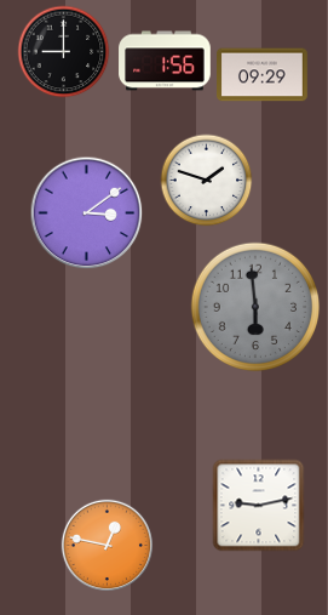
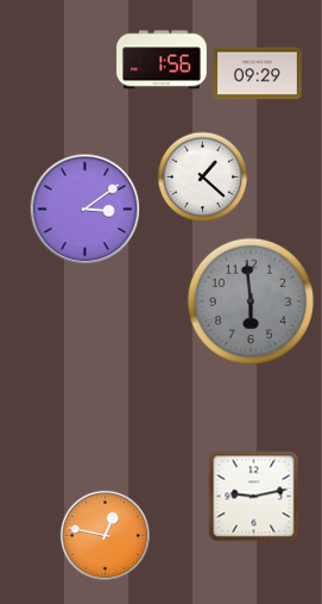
clock at (64, 52): 9:00 -> none
clock at (207, 181): 1:48 -> 1:22
